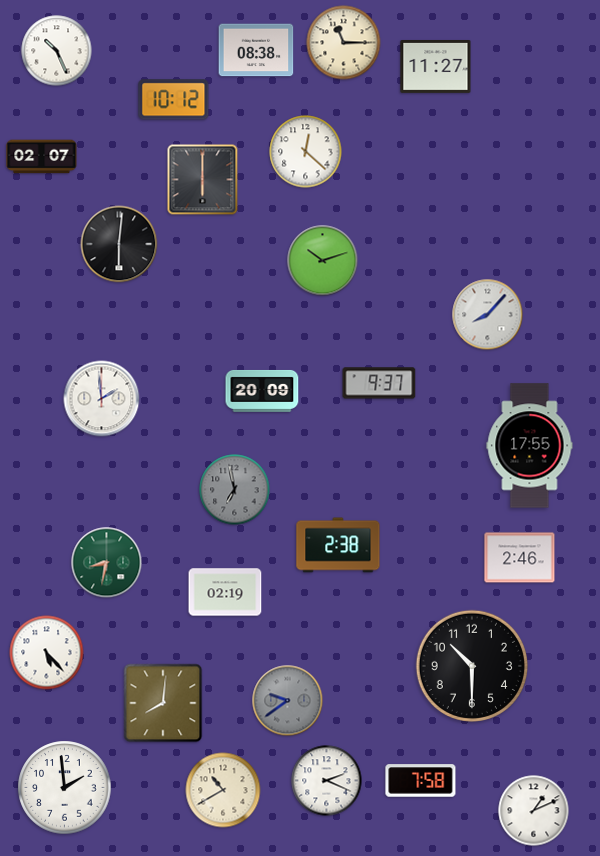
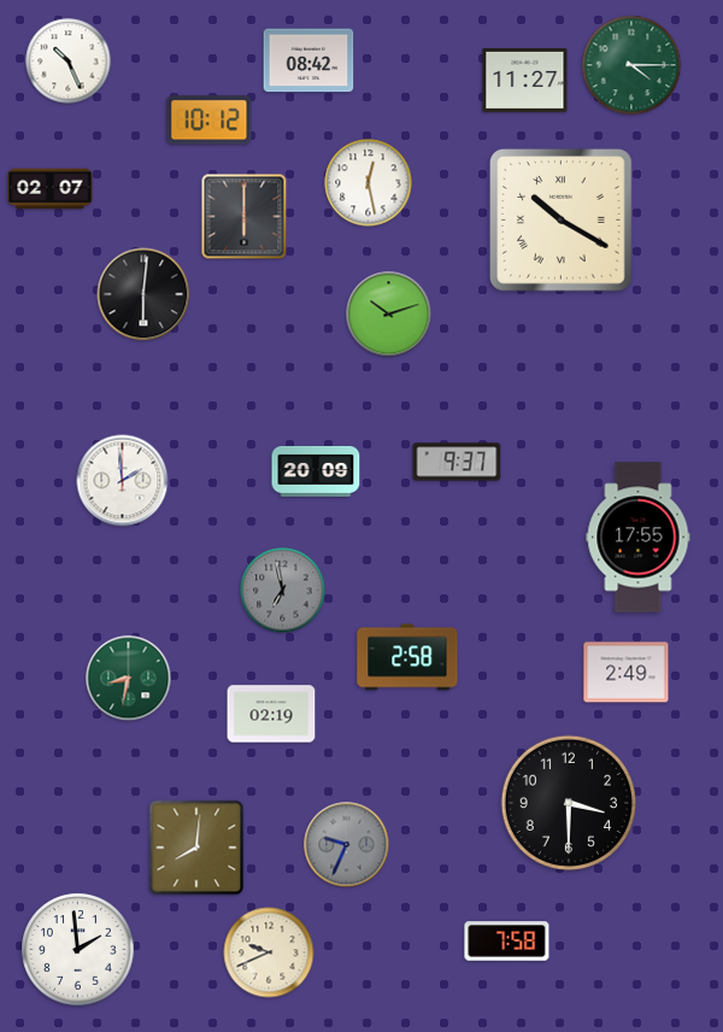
clock at (344, 43): 11:15 -> none
clock at (256, 50): 08:38 -> 08:42
clock at (631, 65): none -> 4:15
clock at (306, 152): 12:22 -> 12:28
clock at (562, 221): none -> 10:20
clock at (488, 315): 8:07 -> none
clock at (338, 545): 2:38 -> 2:58
clock at (520, 558): 2:46 -> 2:49
clock at (47, 653): 5:23 -> none
clock at (471, 665): 10:30 -> 3:30
clock at (288, 701): 9:39 -> 9:34
clock at (327, 781): 2:19 -> none
clock at (223, 790): 10:40 -> 9:41
clock at (534, 811): 1:11 -> none
